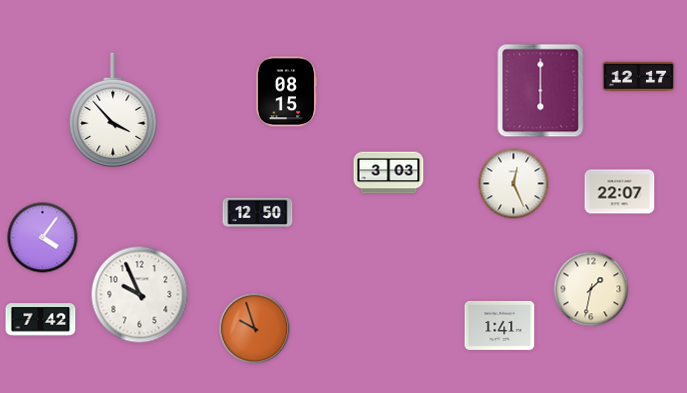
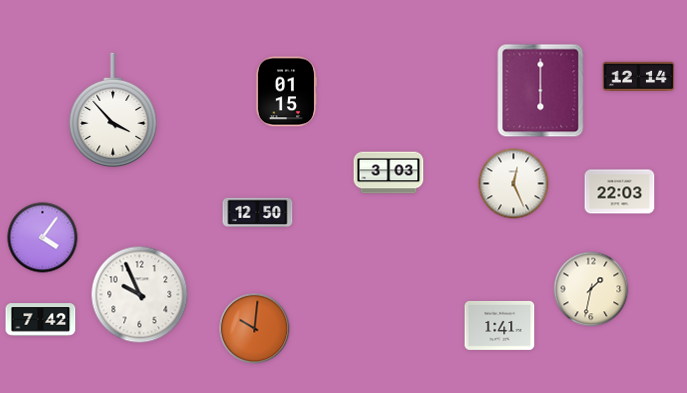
clock at (639, 77): 12:17 -> 12:14
clock at (286, 92): 08:15 -> 01:15
clock at (620, 192): 22:07 -> 22:03
clock at (255, 329): 9:57 -> 10:01
